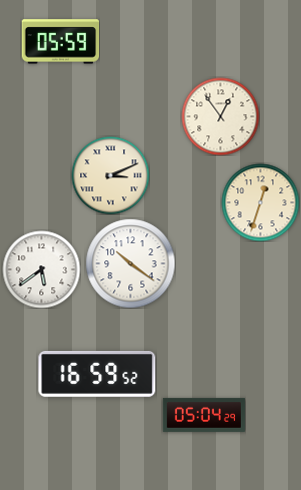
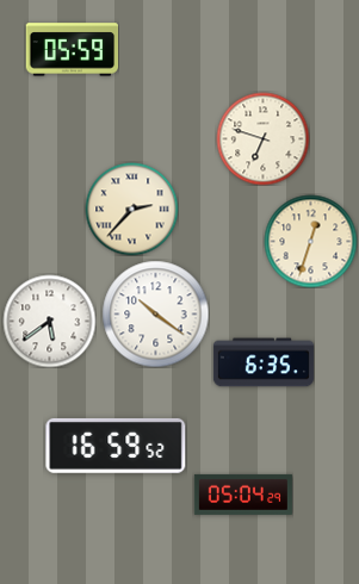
clock at (220, 116): 12:54 -> 6:48
clock at (110, 175): 3:11 -> 2:37
clock at (264, 362): none -> 6:35
